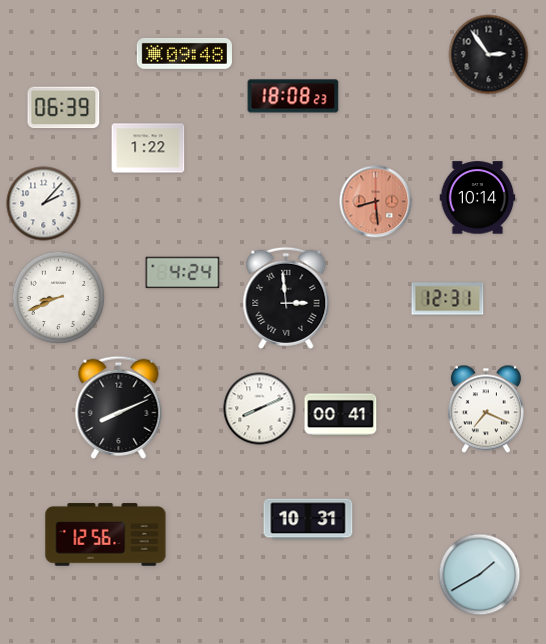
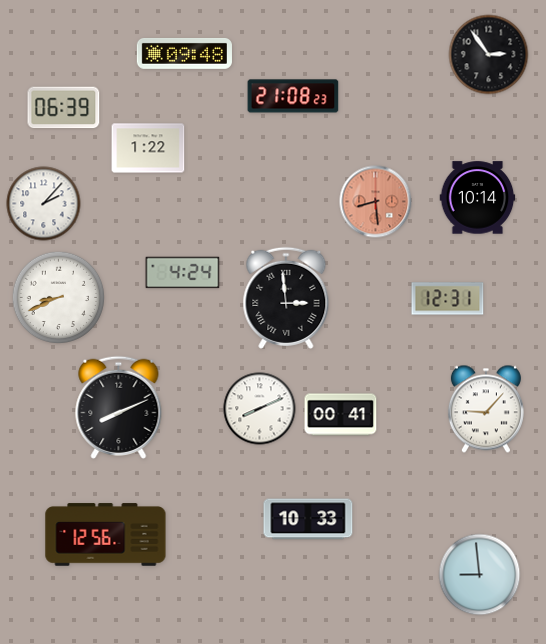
clock at (293, 96): 18:08 -> 21:08
clock at (486, 409): 7:19 -> 9:07
clock at (308, 519): 10:31 -> 10:33
clock at (480, 575): 1:40 -> 8:59
